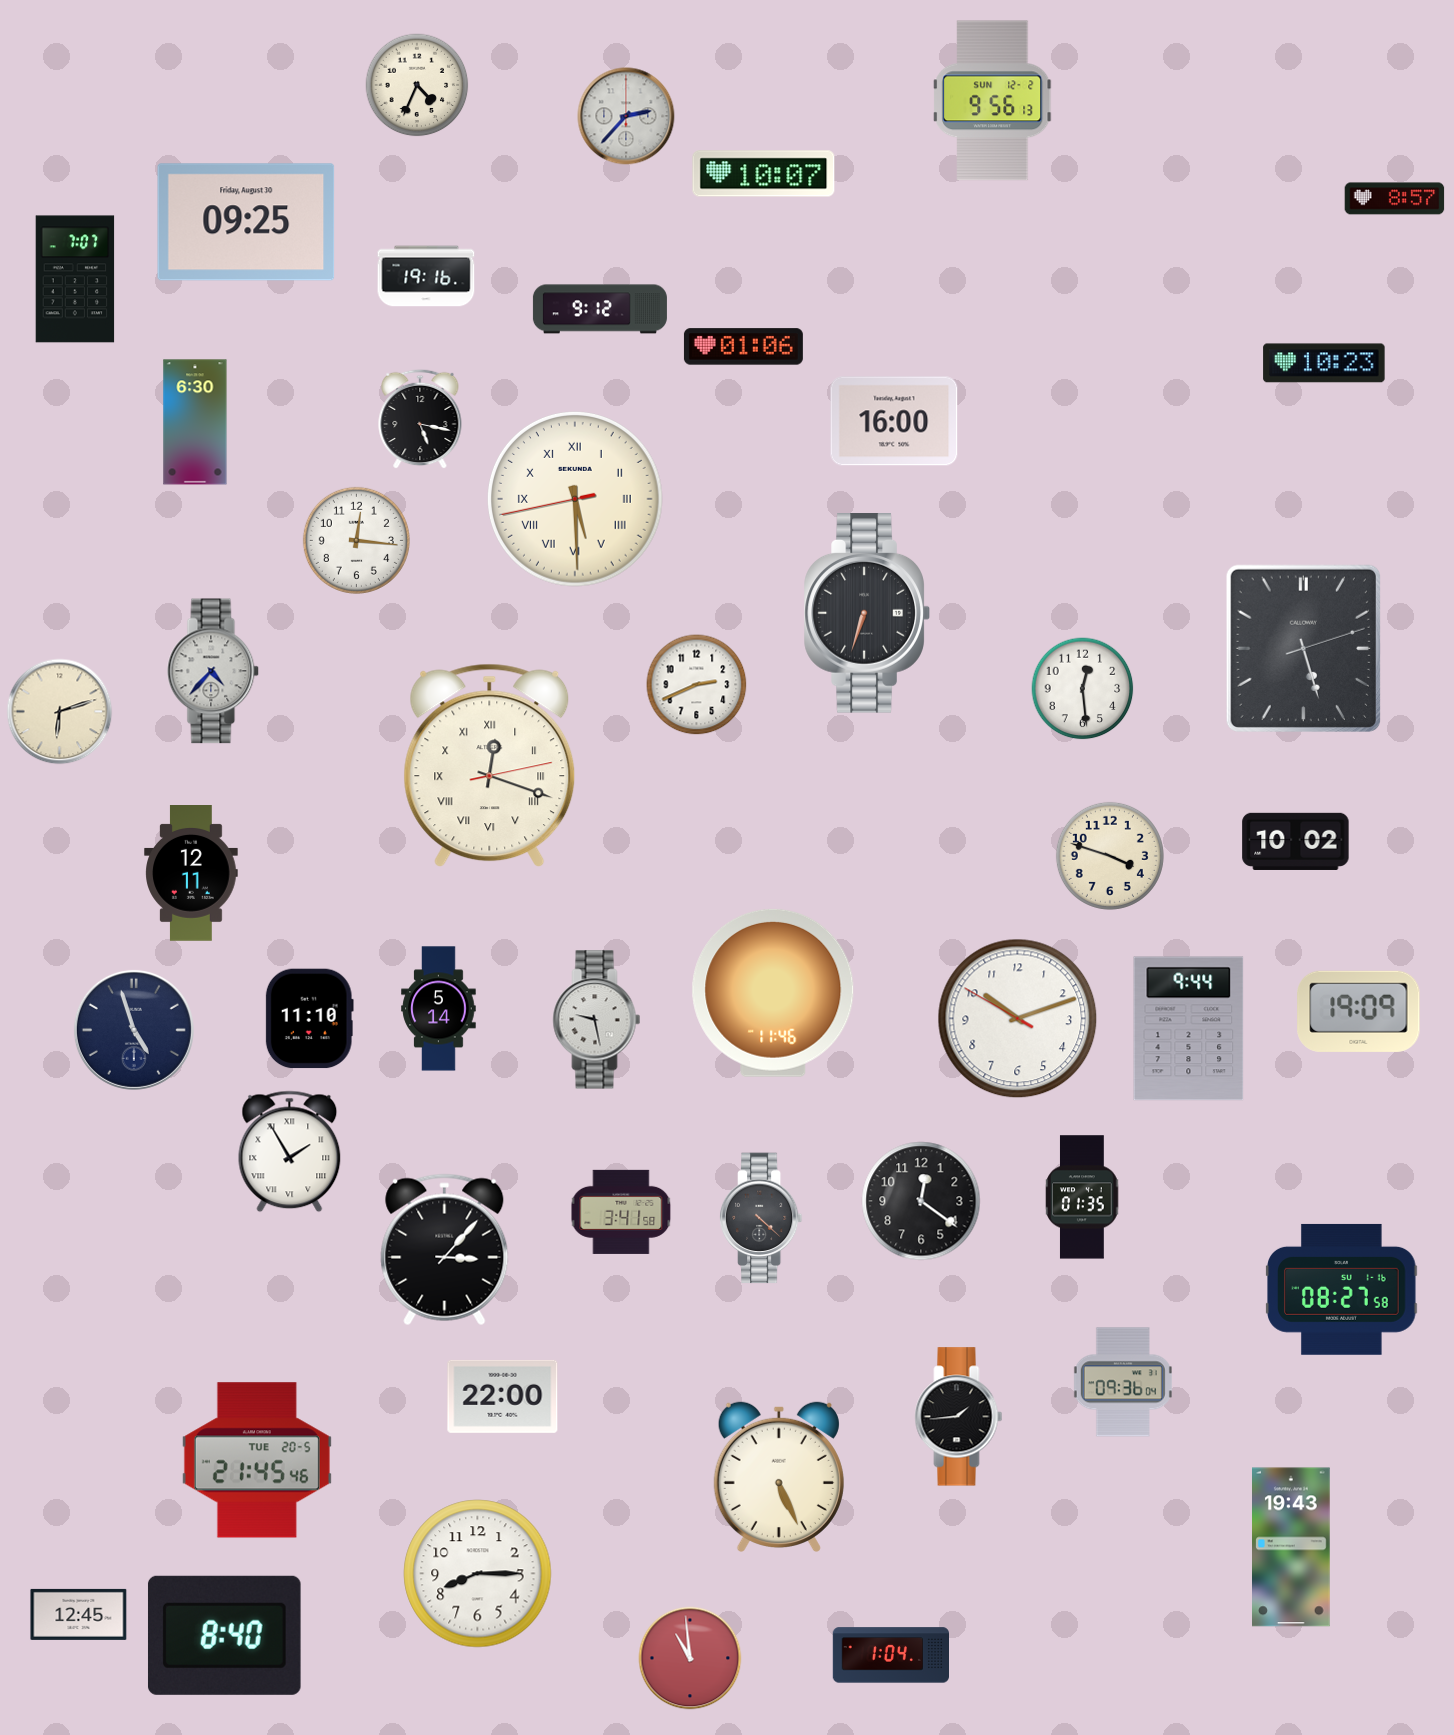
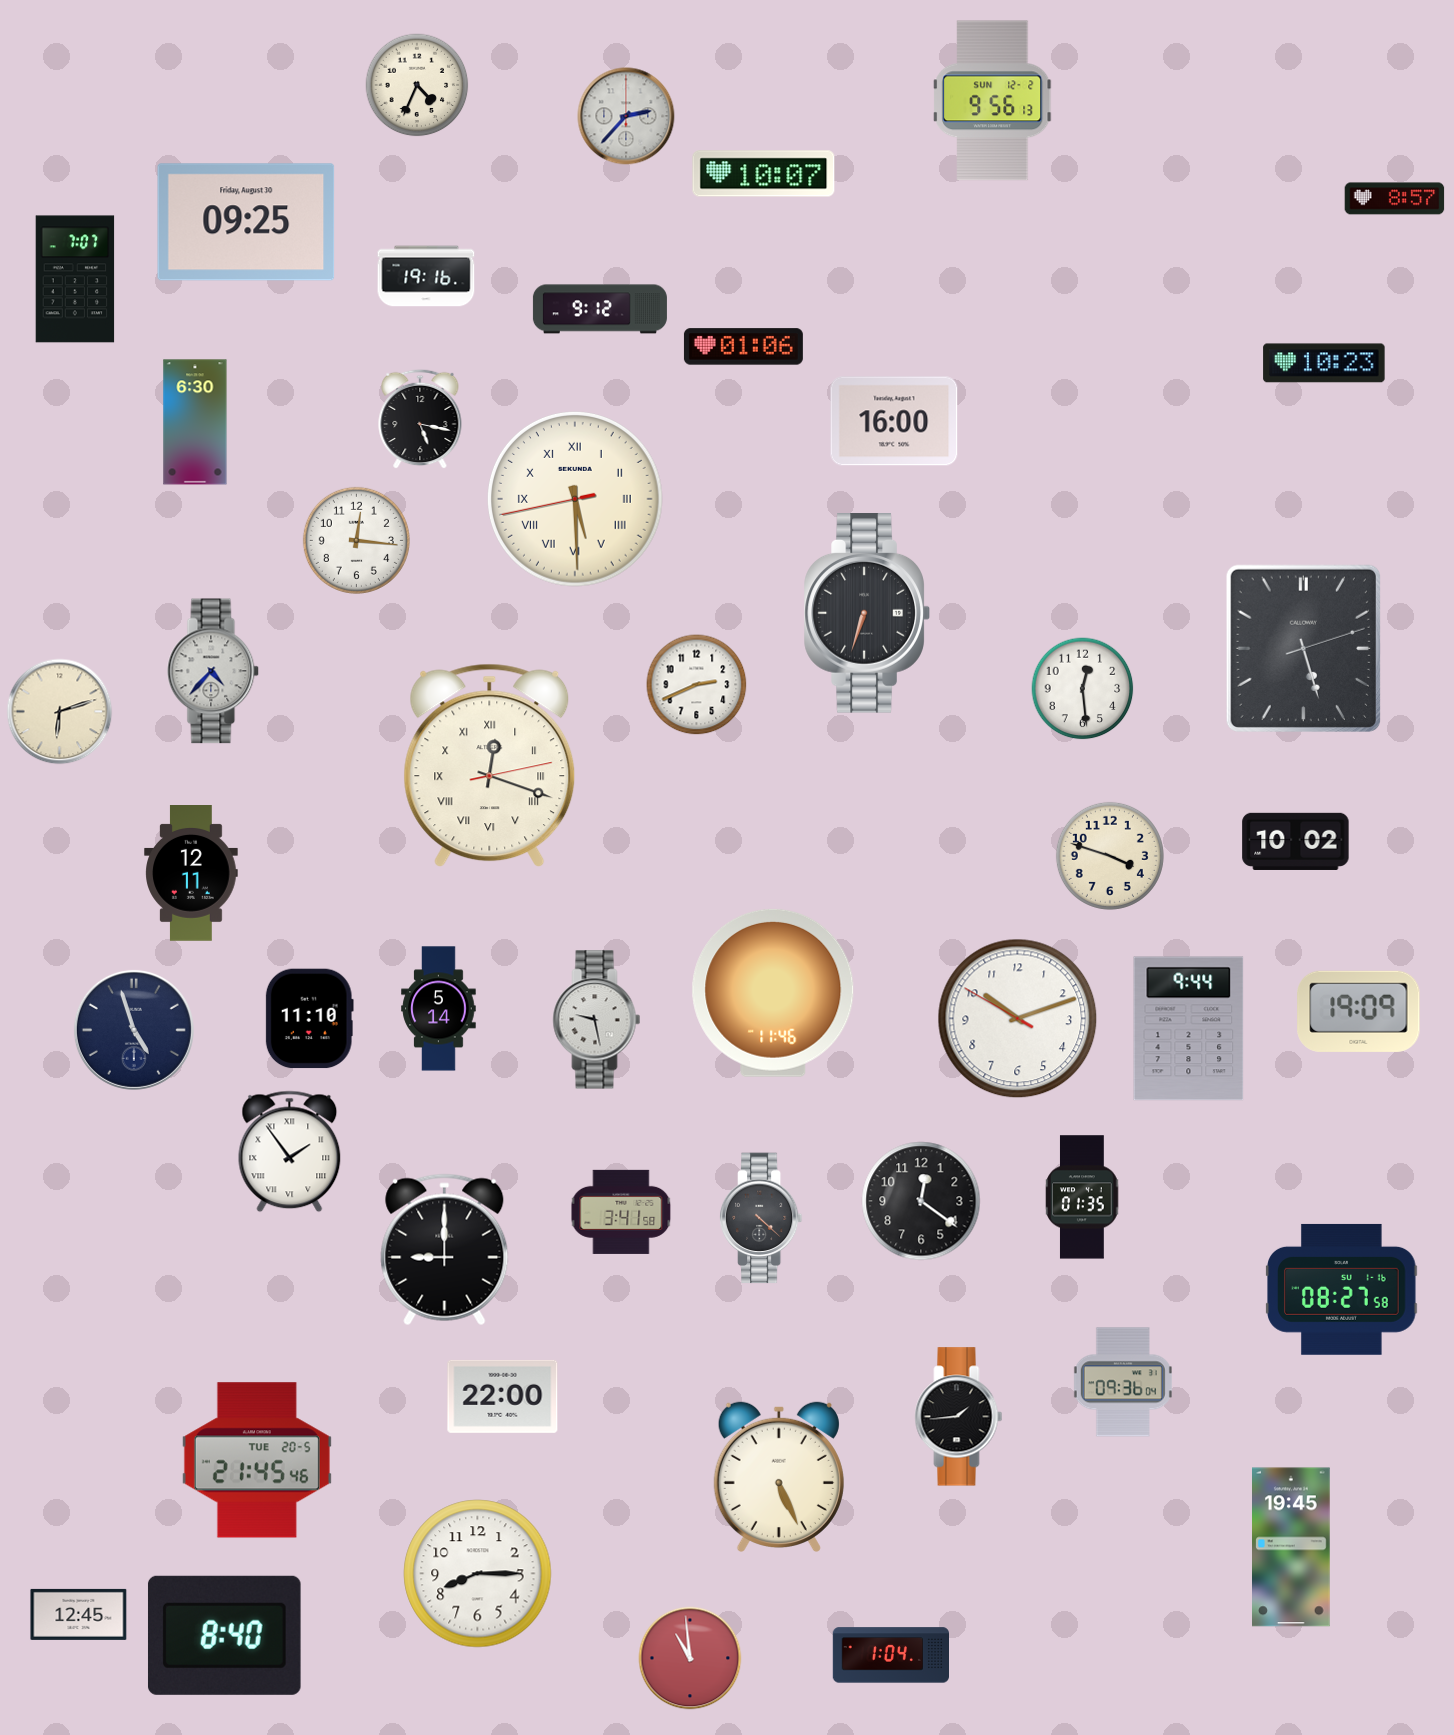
clock at (290, 1152): 1:55 -> 1:54
clock at (445, 1250): 3:07 -> 9:00
clock at (1292, 1547): 19:43 -> 19:45
